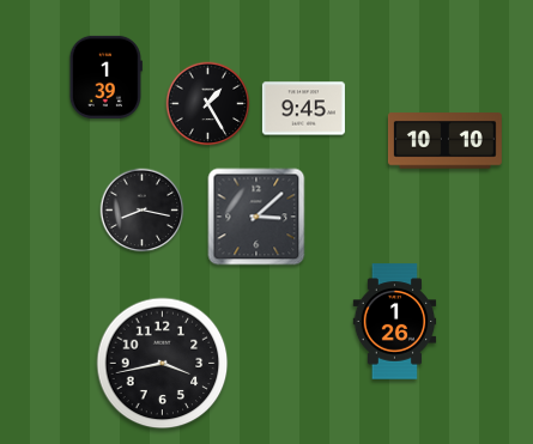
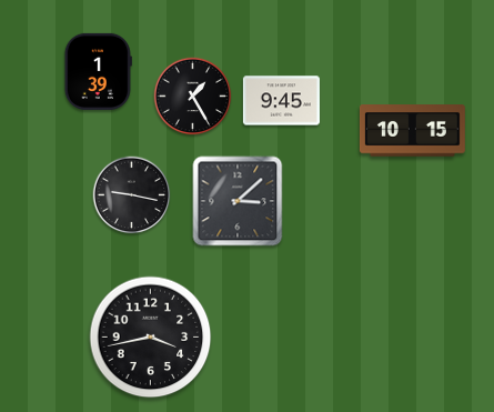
clock at (444, 141): 10:10 -> 10:15
clock at (143, 211): 8:17 -> 9:17
clock at (395, 322): 1:26 -> none
